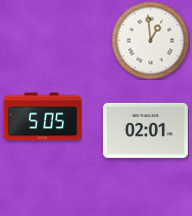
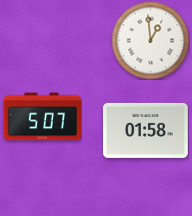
clock at (42, 117): 5:05 -> 5:07
clock at (145, 130): 02:01 -> 01:58
